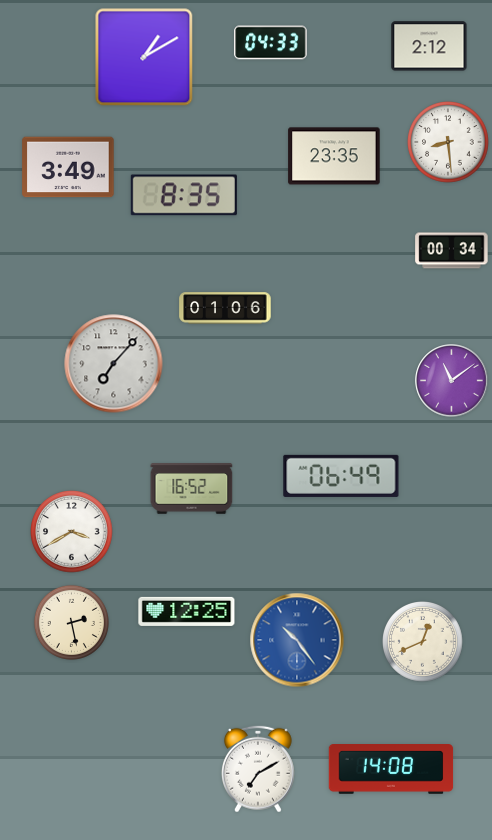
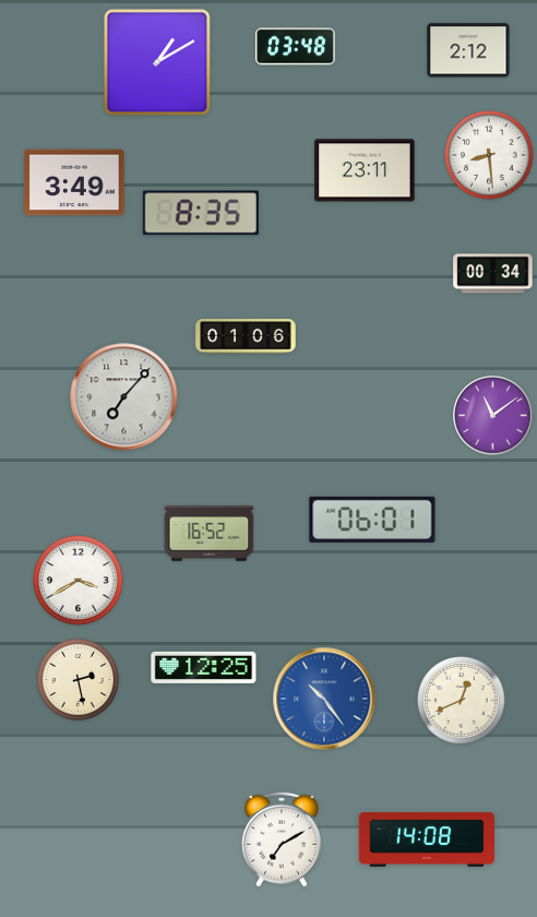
clock at (271, 43): 04:33 -> 03:48
clock at (334, 156): 23:35 -> 23:11
clock at (341, 476): 06:49 -> 06:01
